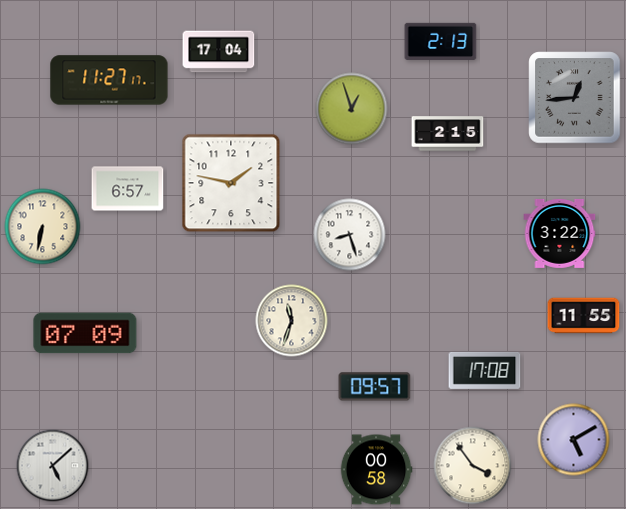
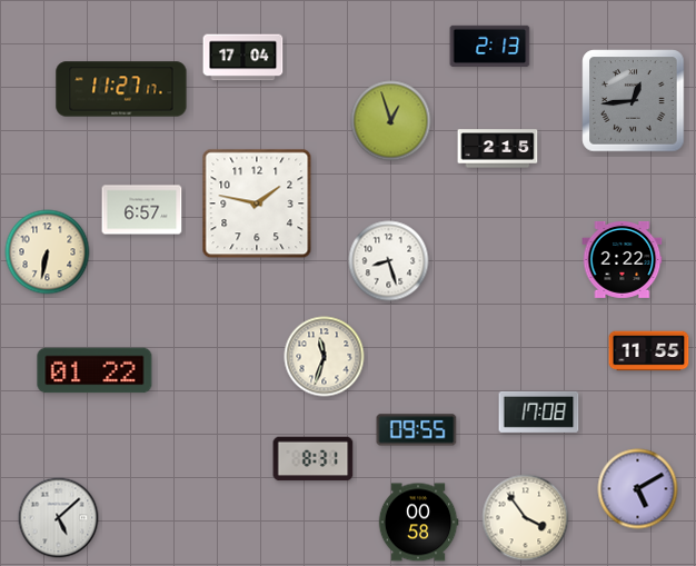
clock at (575, 98) position: (575, 98) -> (634, 101)
clock at (560, 233): 3:22 -> 2:22
clock at (85, 333): 07:09 -> 01:22
clock at (375, 387): 09:57 -> 09:55
clock at (314, 459): none -> 8:31
